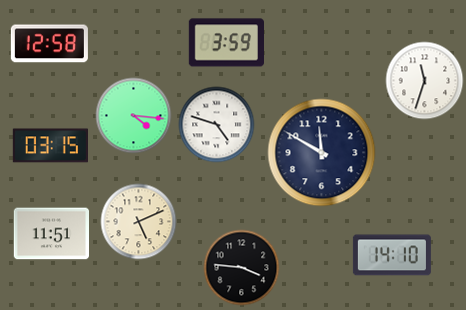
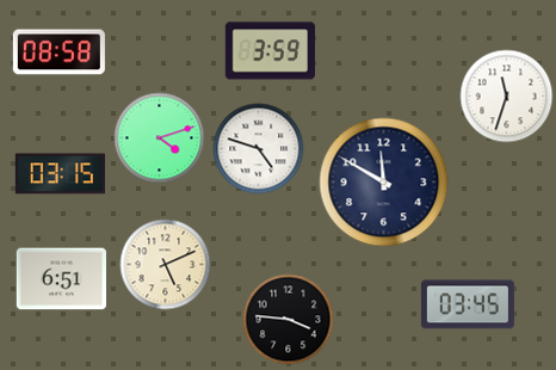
clock at (49, 44): 12:58 -> 08:58
clock at (134, 116): 4:16 -> 4:12
clock at (51, 234): 11:51 -> 6:51
clock at (392, 255): 14:10 -> 03:45
